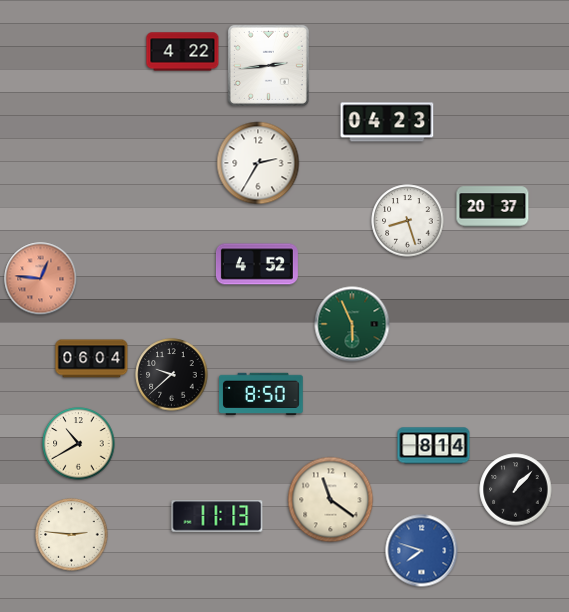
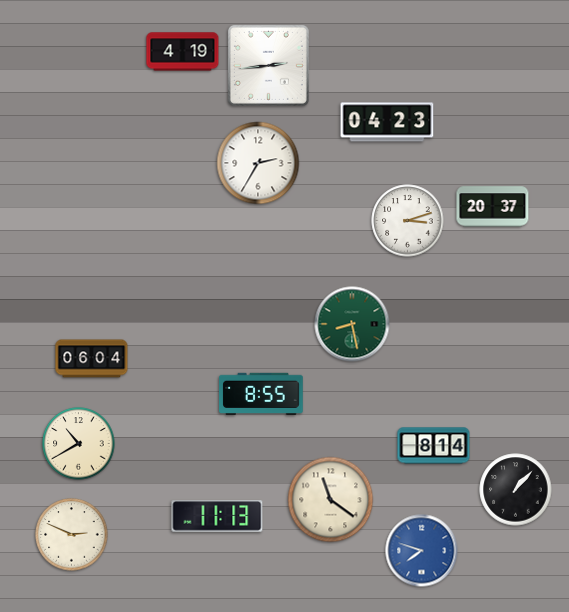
clock at (183, 52): 4:22 -> 4:19
clock at (408, 221): 8:27 -> 3:12
clock at (257, 264): 4:52 -> none
clock at (41, 279): 12:46 -> none
clock at (352, 324): 5:56 -> 8:28
clock at (172, 375): 9:38 -> none
clock at (261, 393): 8:50 -> 8:55
clock at (72, 535): 2:46 -> 2:49
